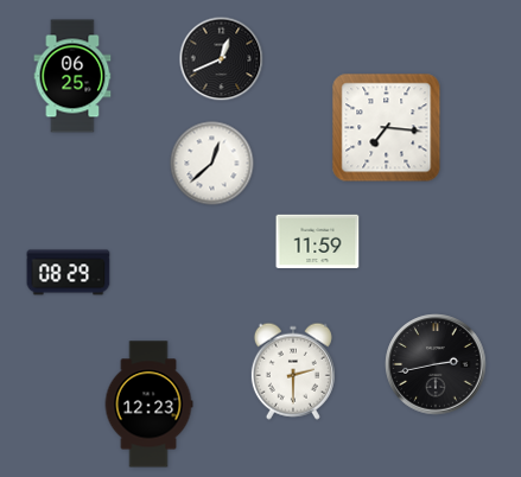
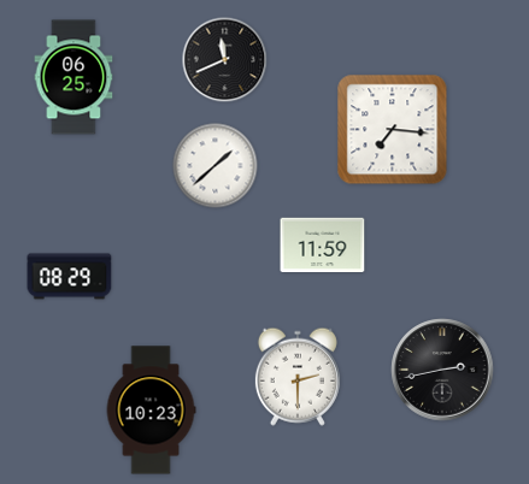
clock at (222, 59): 12:41 -> 11:41
clock at (212, 164): 12:38 -> 1:38
clock at (148, 405): 12:23 -> 10:23
